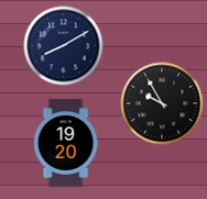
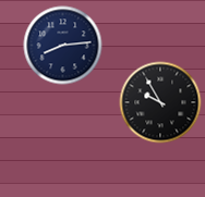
clock at (64, 46): 8:10 -> 8:14
clock at (66, 143): 19:20 -> none
